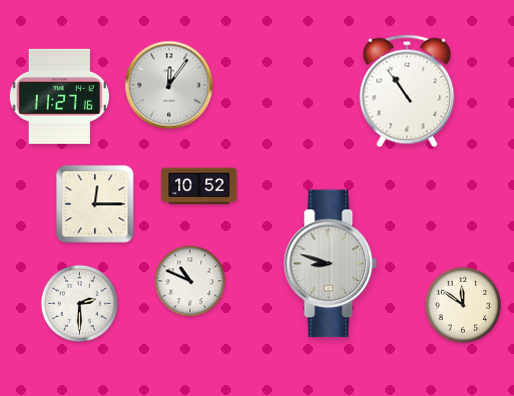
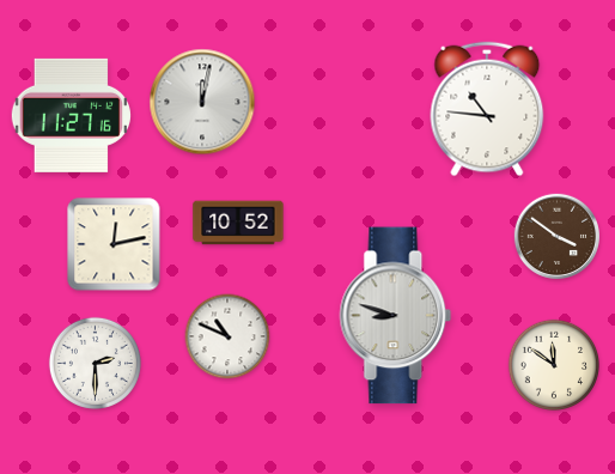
clock at (169, 85): 12:06 -> 12:02
clock at (407, 91): 10:54 -> 10:46
clock at (556, 236): none -> 3:51
clock at (95, 204): 12:15 -> 12:13
